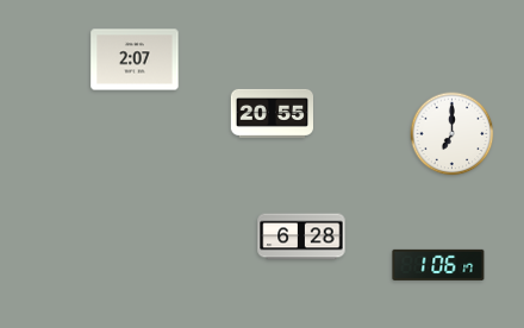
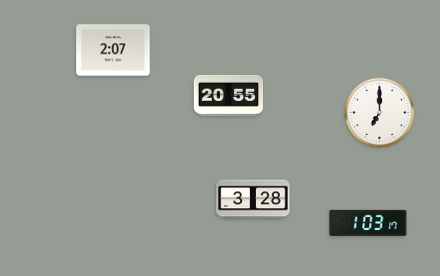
clock at (301, 236): 6:28 -> 3:28
clock at (438, 265): 1:06 -> 1:03
